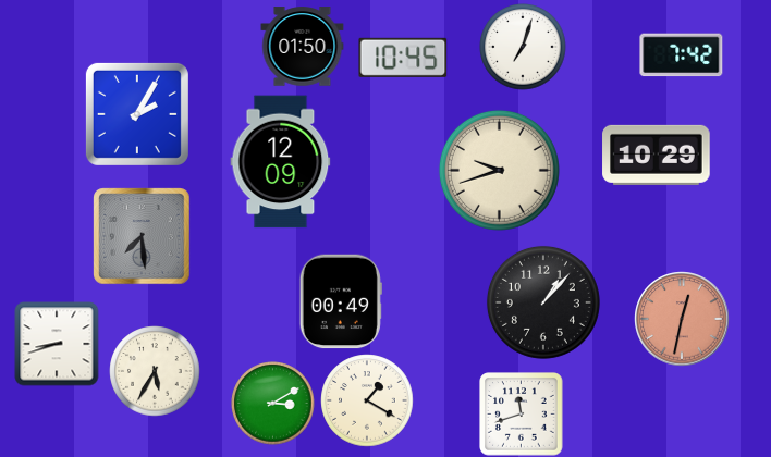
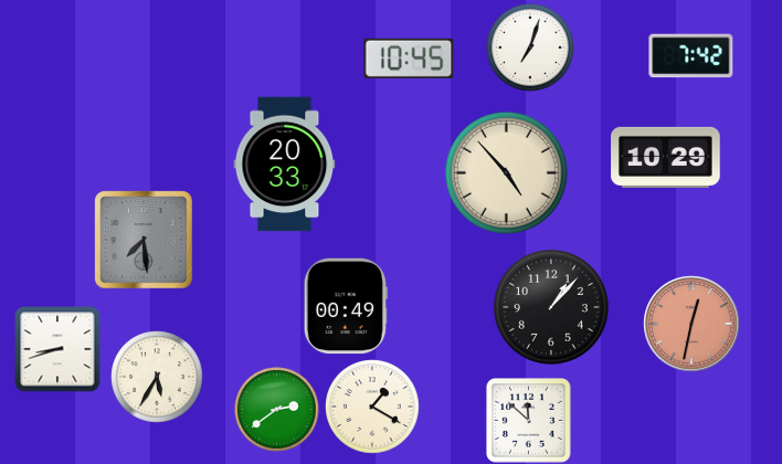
clock at (303, 47): 01:50 -> none
clock at (137, 114): 2:05 -> none
clock at (281, 162): 12:09 -> 20:33
clock at (499, 170): 9:42 -> 4:53
clock at (273, 404): 3:10 -> 2:39
clock at (522, 415): 11:42 -> 11:52
